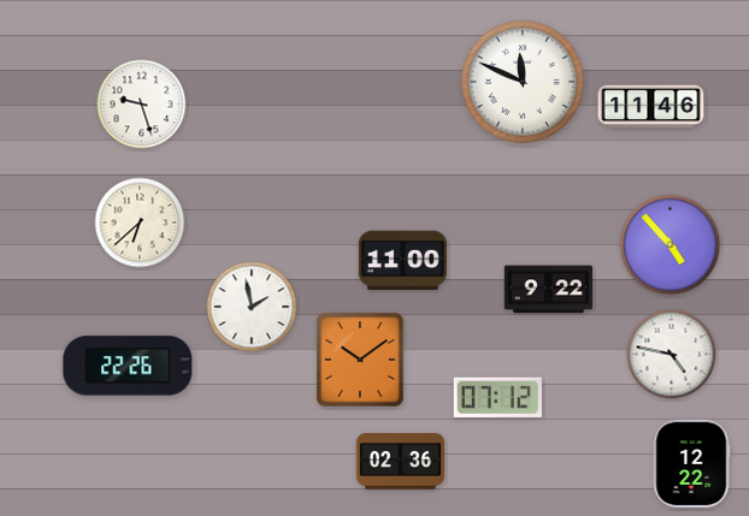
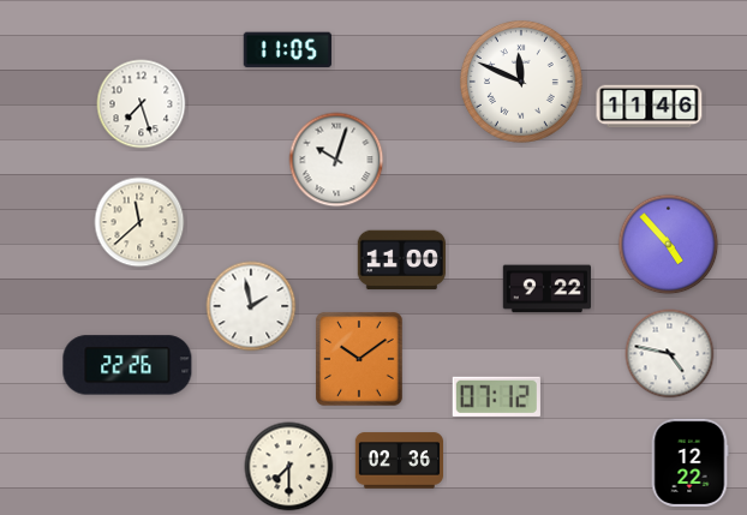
clock at (287, 50): none -> 11:05
clock at (142, 105): 9:27 -> 7:27
clock at (336, 160): none -> 10:03
clock at (140, 223): 6:38 -> 11:38
clock at (289, 467): none -> 7:30
